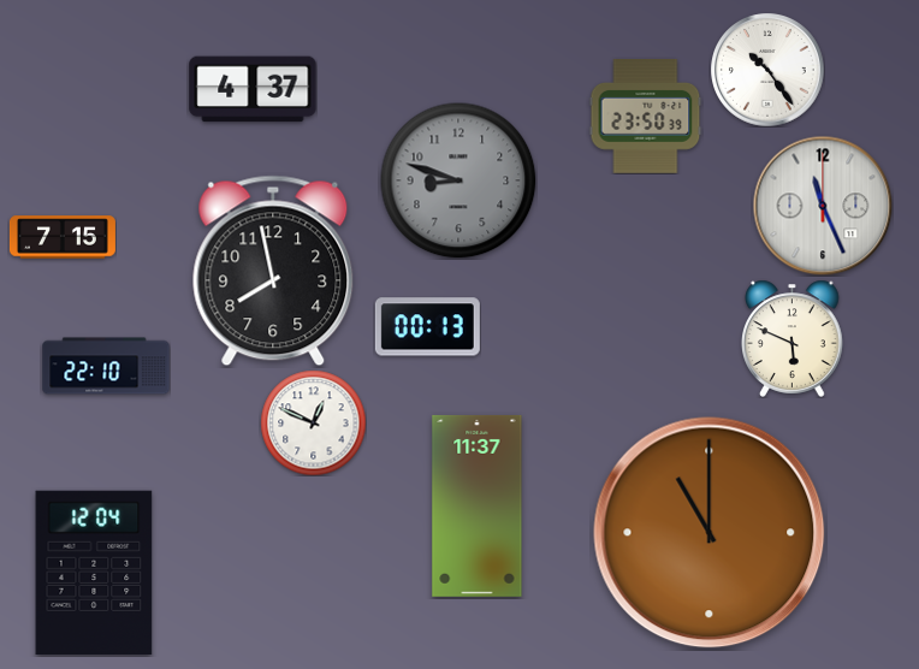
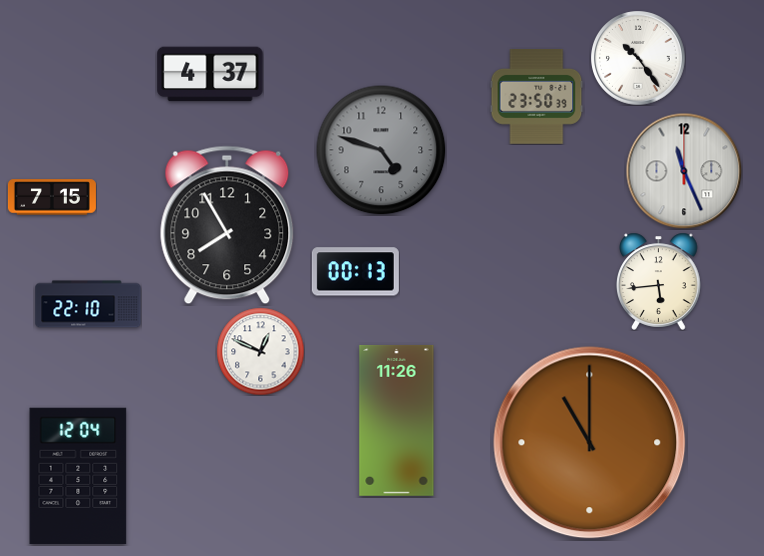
clock at (458, 180): 8:48 -> 4:48
clock at (273, 271): 7:58 -> 7:55
clock at (793, 338): 5:49 -> 5:44
clock at (478, 505): 11:37 -> 11:26
